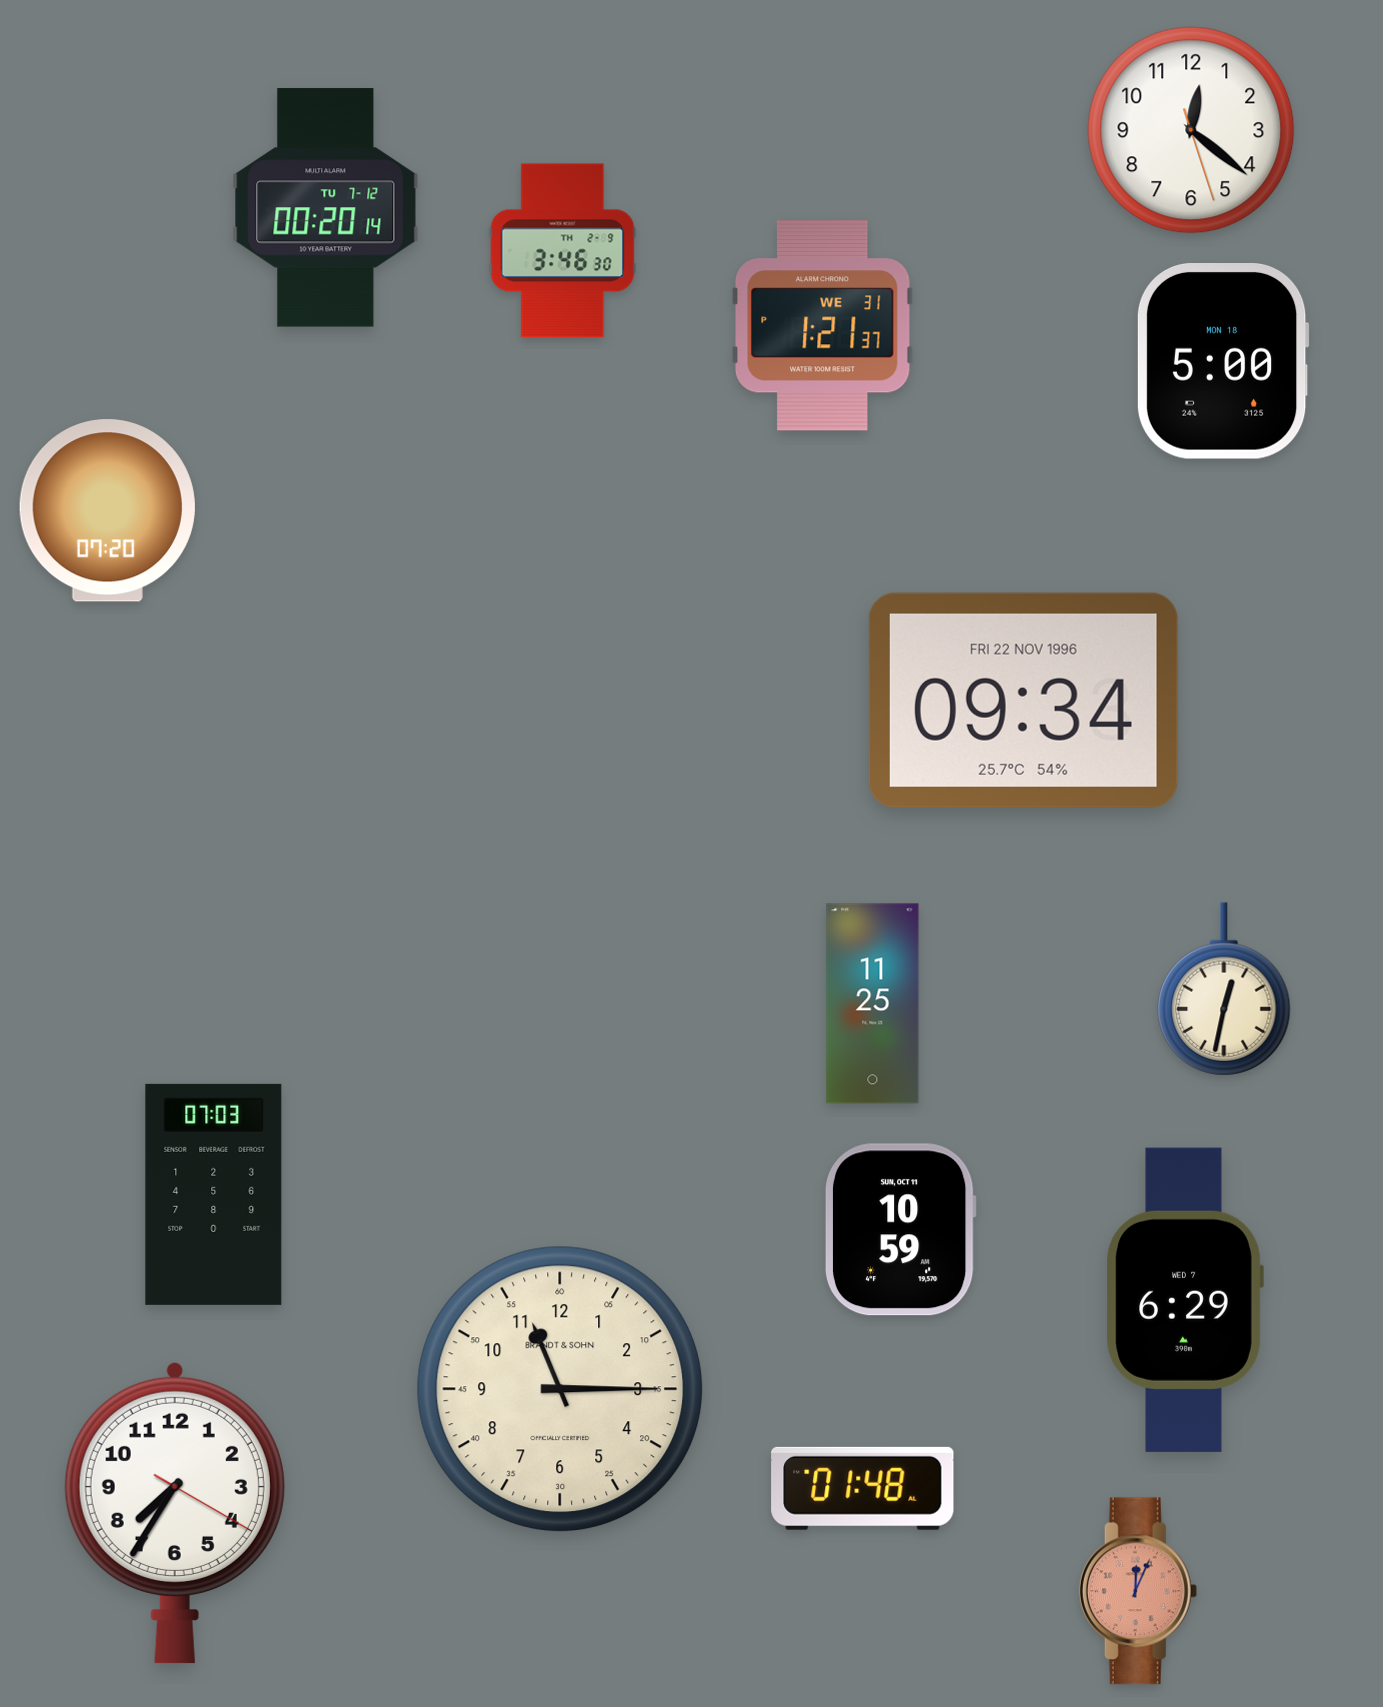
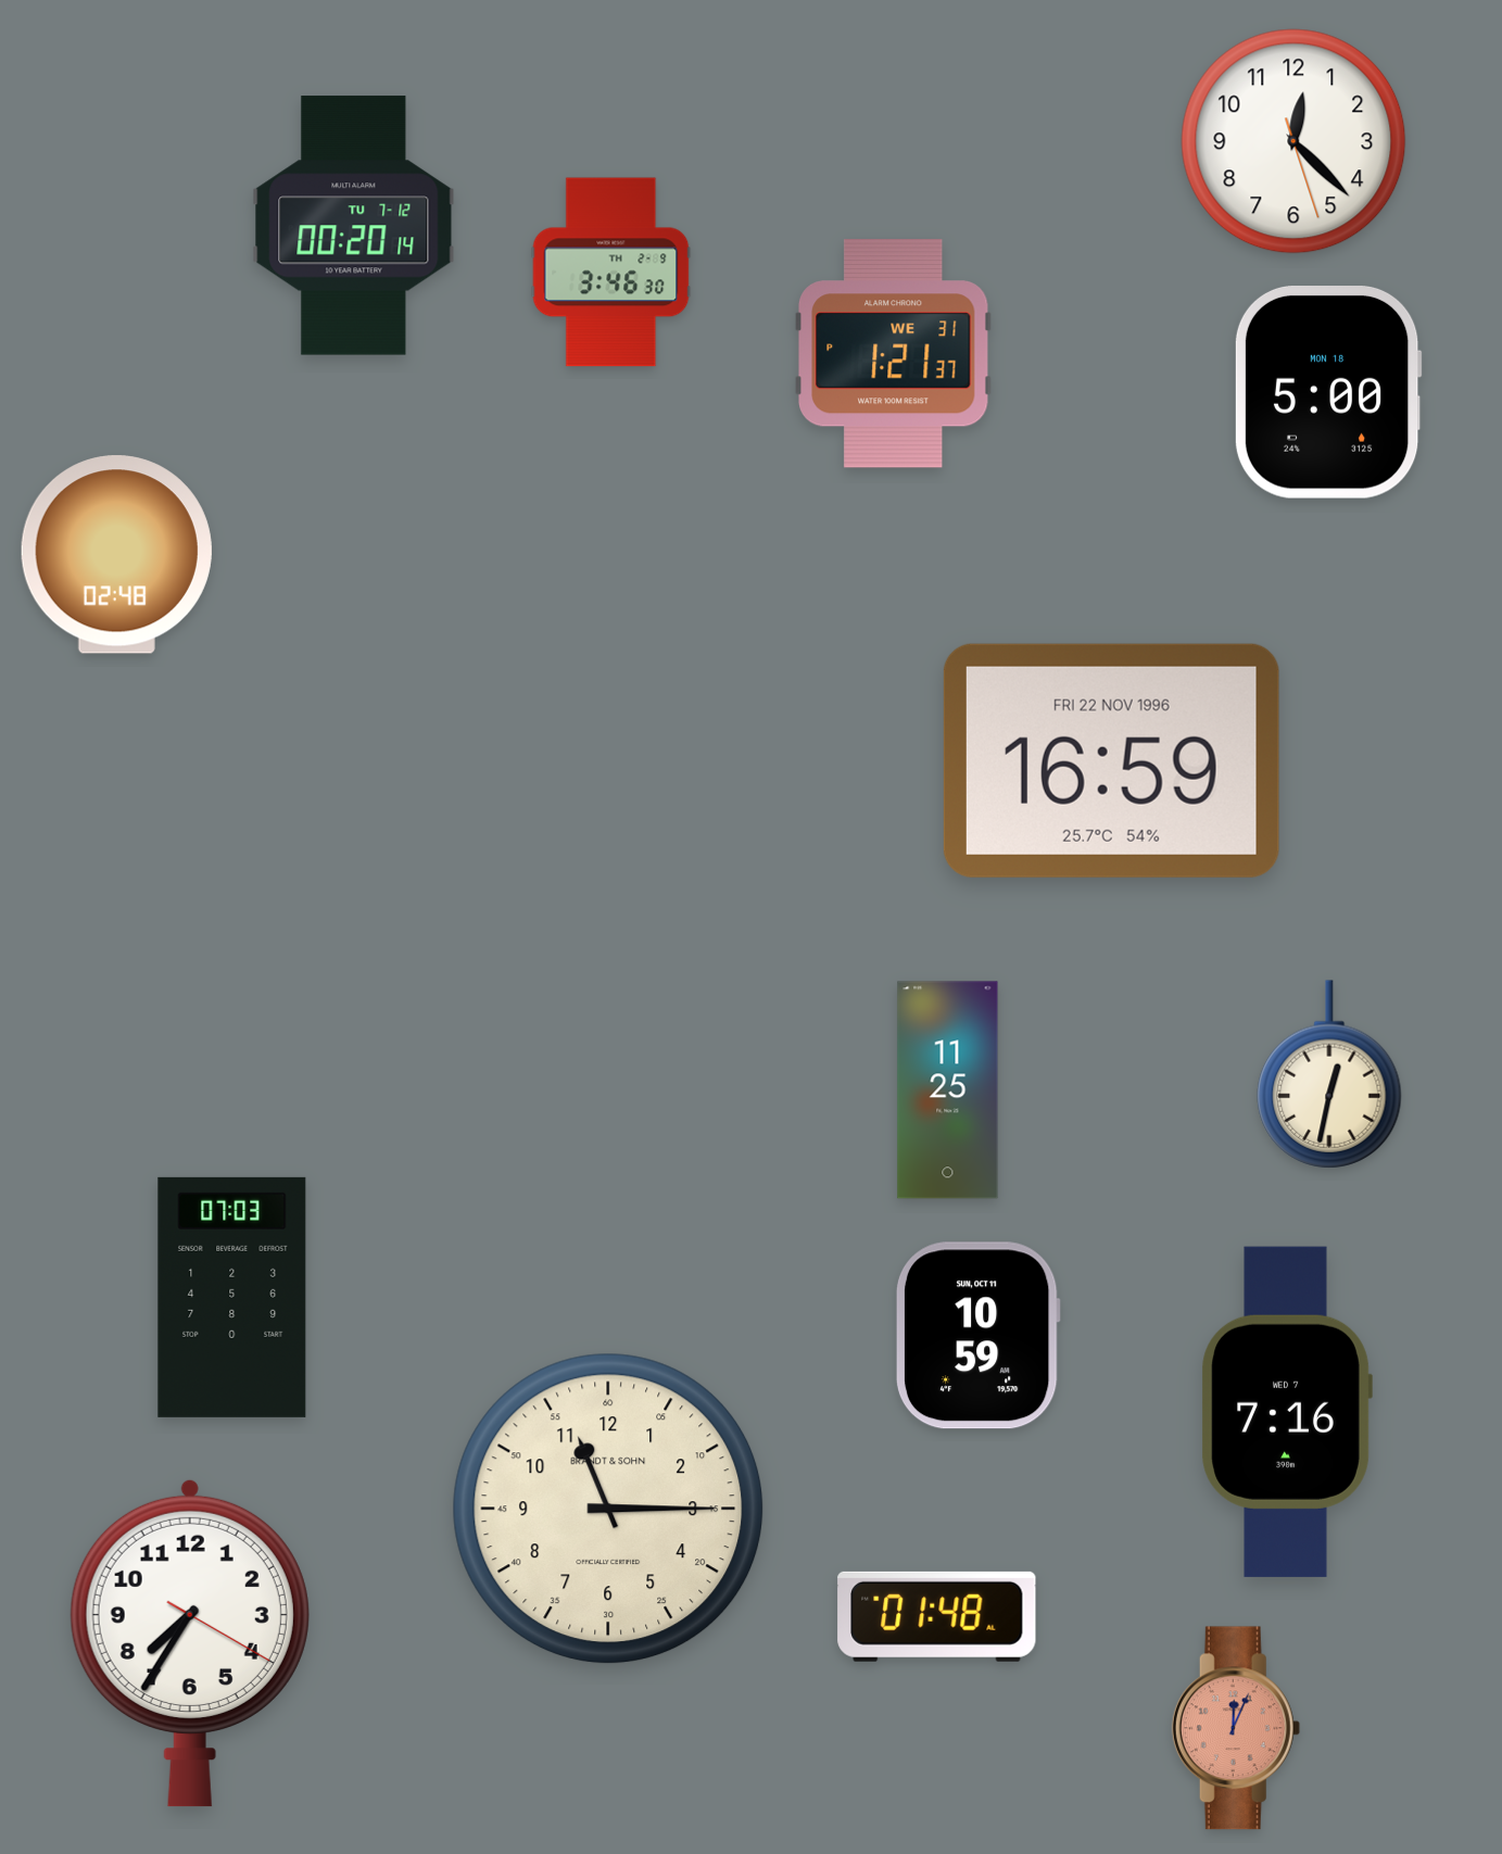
clock at (1191, 130): 12:21 -> 12:22
clock at (107, 511): 07:20 -> 02:48
clock at (1023, 700): 09:34 -> 16:59
clock at (1185, 1300): 6:29 -> 7:16
